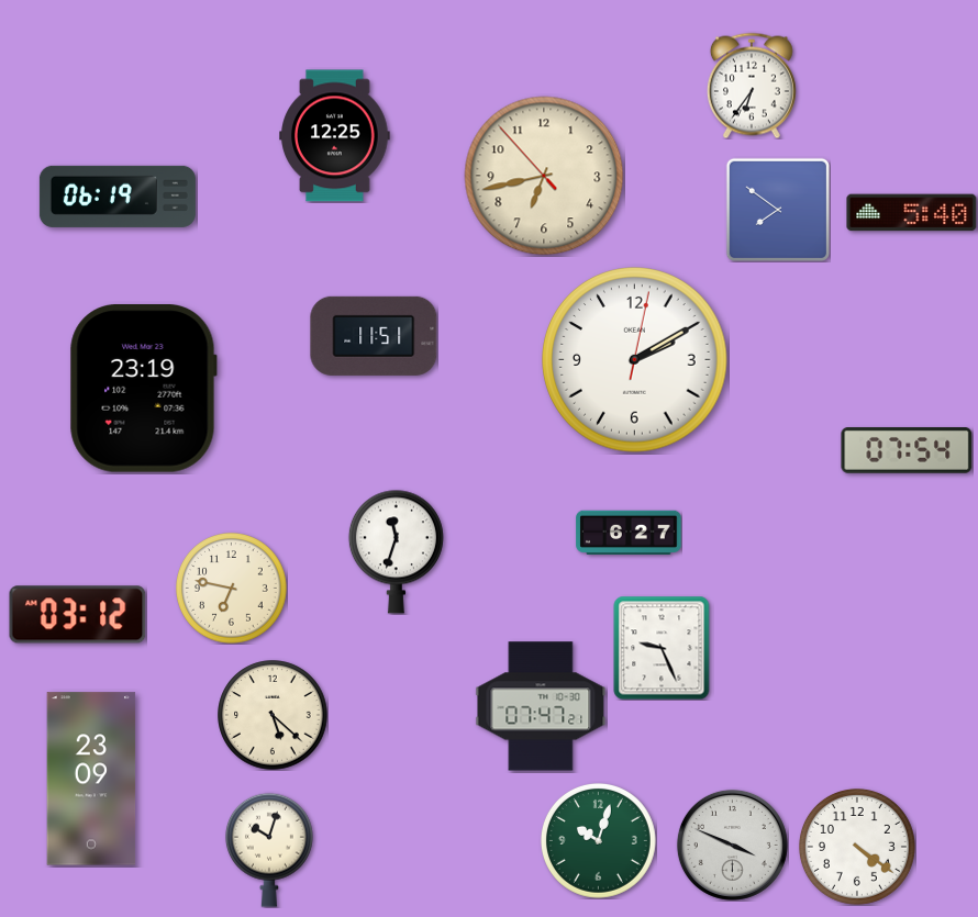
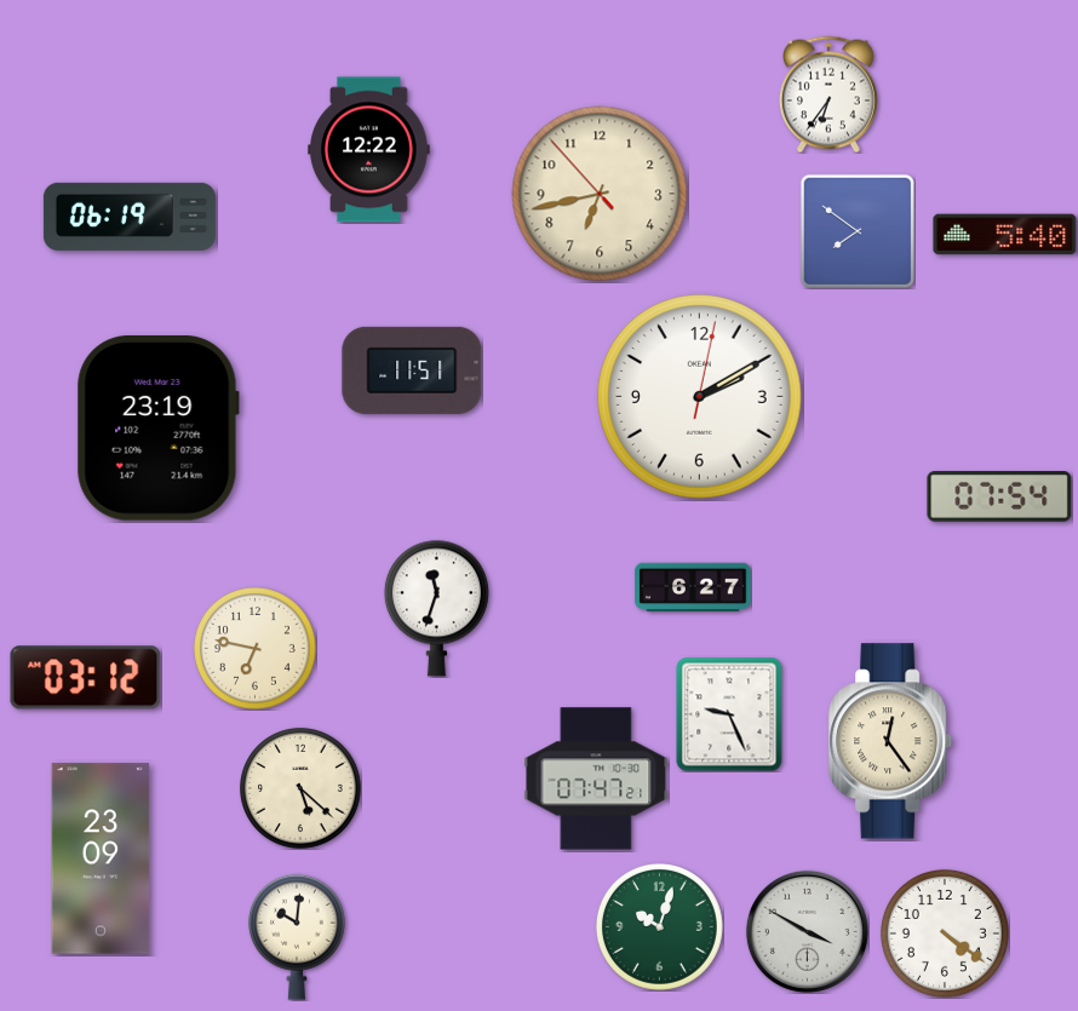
clock at (335, 136): 12:25 -> 12:22
clock at (891, 741): none -> 12:24
clock at (732, 845): 3:49 -> 3:50
clock at (269, 850): 10:03 -> 10:01
